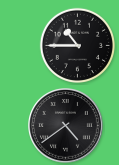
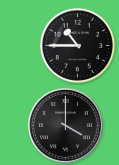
clock at (66, 126): 4:39 -> 4:00
